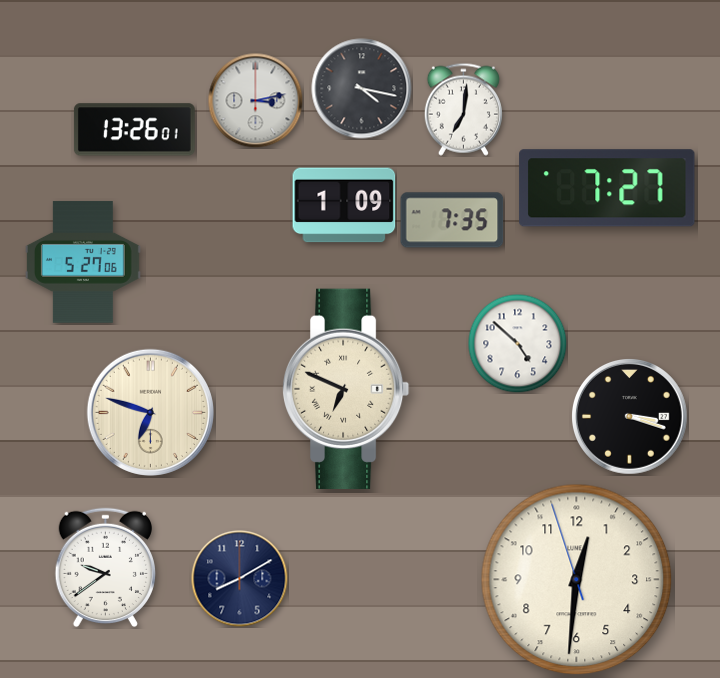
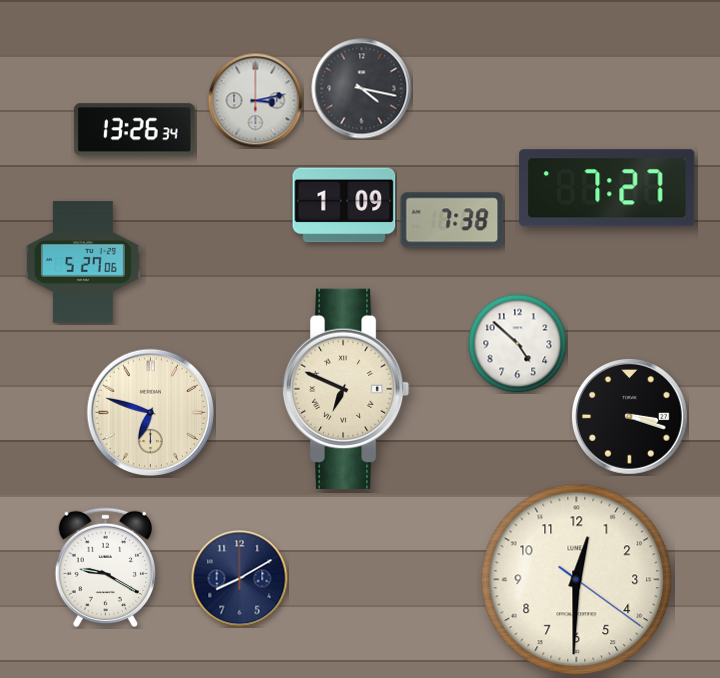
clock at (463, 109): 7:01 -> none
clock at (134, 130): 13:26:01 -> 13:26:34
clock at (452, 220): 7:35 -> 7:38
clock at (105, 568): 9:39 -> 9:20
clock at (577, 580): 12:30:57 -> 12:30:21
